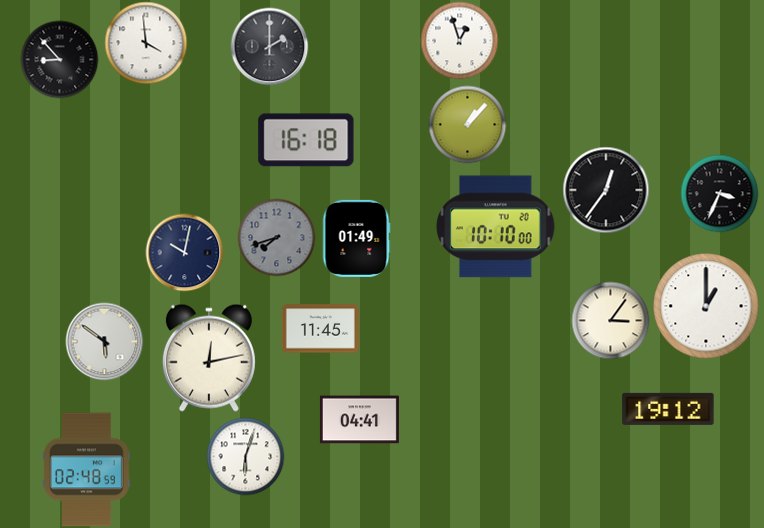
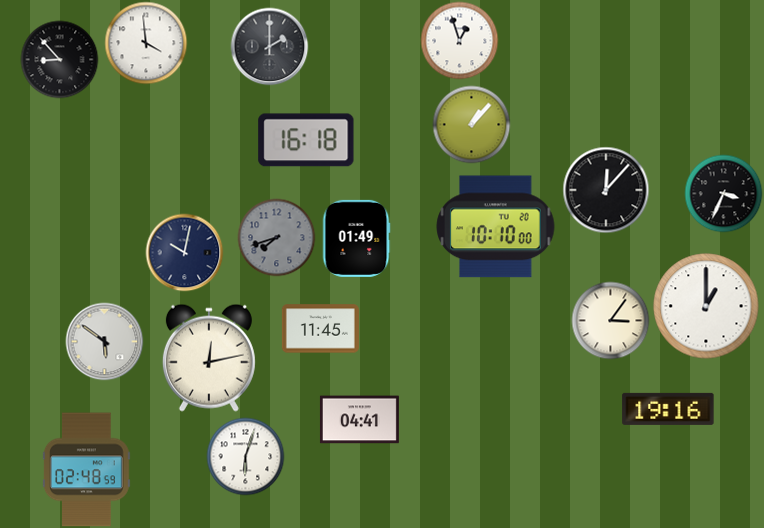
clock at (467, 124) position: (467, 124) -> (471, 124)
clock at (606, 190): 12:36 -> 12:07
clock at (719, 193) position: (719, 193) -> (723, 193)
clock at (668, 409): 19:12 -> 19:16
